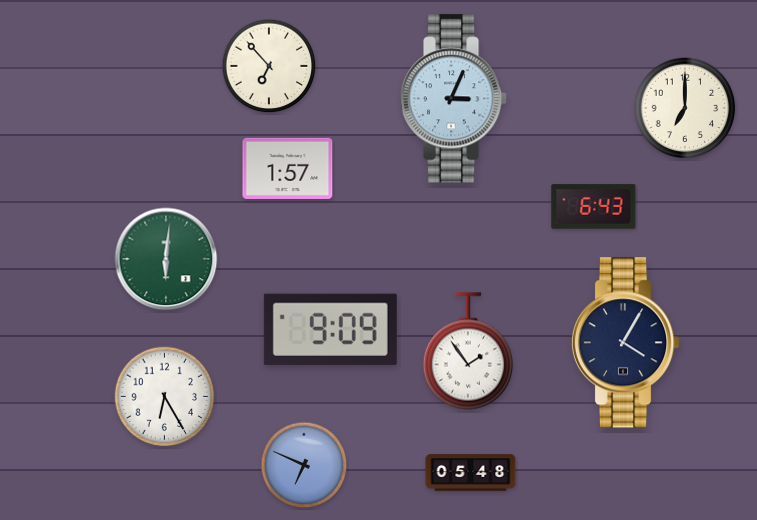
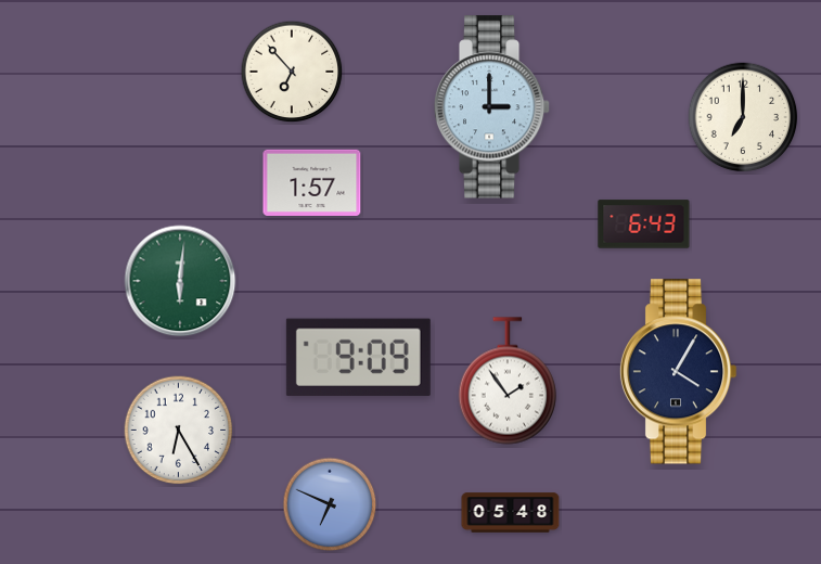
clock at (454, 99): 3:04 -> 3:00
